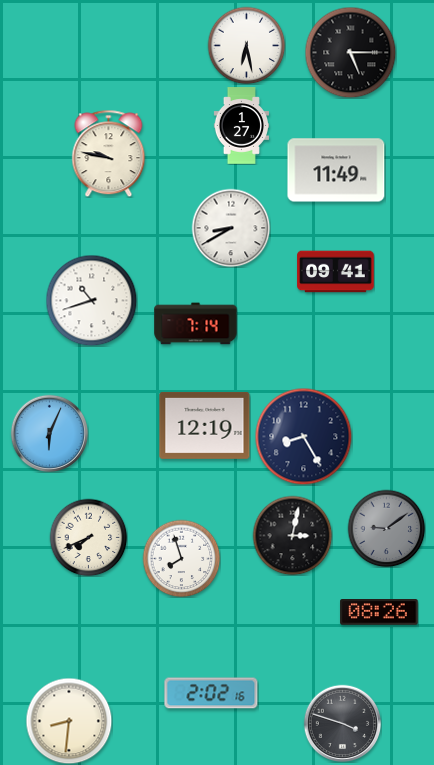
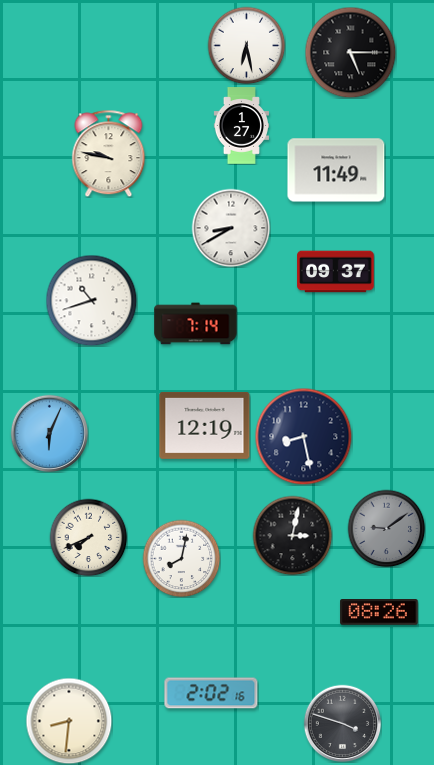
clock at (336, 272): 09:41 -> 09:37
clock at (303, 436): 8:25 -> 8:28
clock at (181, 558): 7:57 -> 8:02
